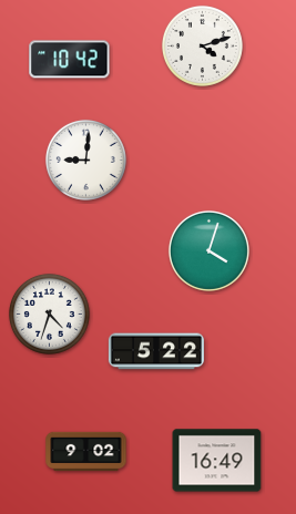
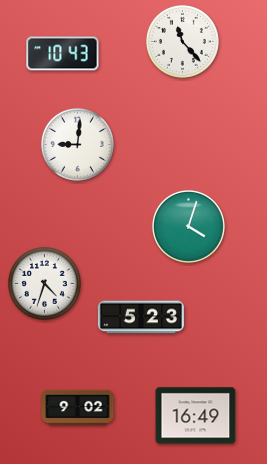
clock at (202, 45): 4:12 -> 11:23
clock at (70, 60): 10:42 -> 10:43
clock at (156, 351): 5:22 -> 5:23
